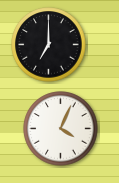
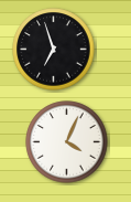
clock at (49, 45): 7:00 -> 6:57
